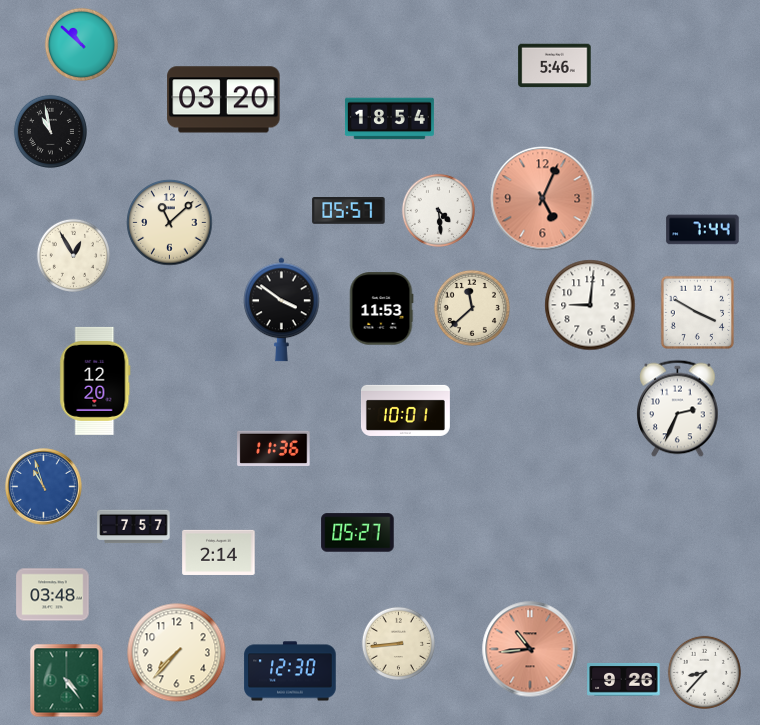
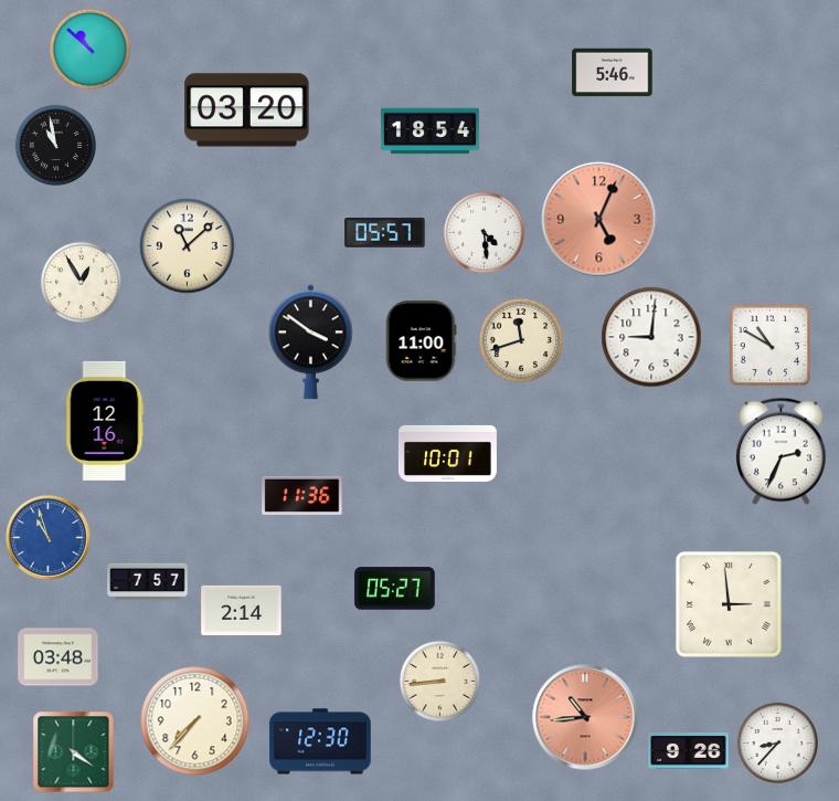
clock at (703, 230): 7:44 -> none
clock at (472, 308): 11:38 -> 11:42
clock at (381, 309): 11:53 -> 11:00
clock at (698, 313): 3:50 -> 10:50
clock at (95, 381): 12:20 -> 12:16
clock at (678, 409) position: (678, 409) -> (782, 452)
clock at (729, 604): none -> 2:59
clock at (398, 643) position: (398, 643) -> (439, 681)
clock at (67, 681): 4:24 -> 4:21
